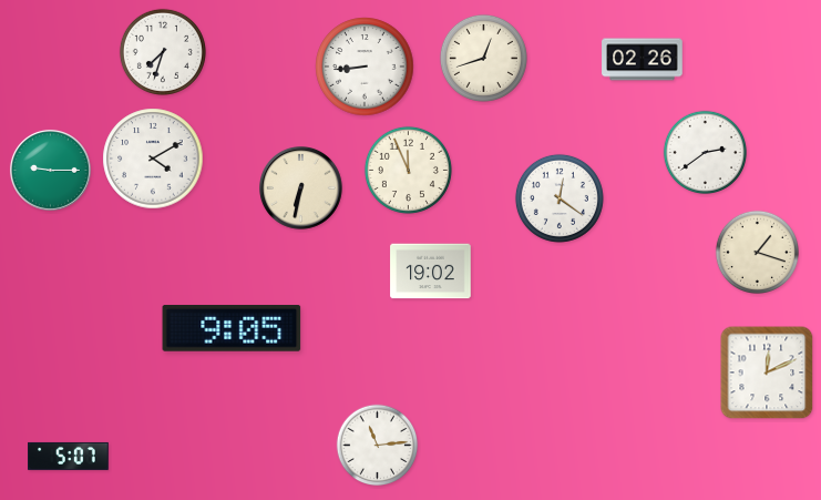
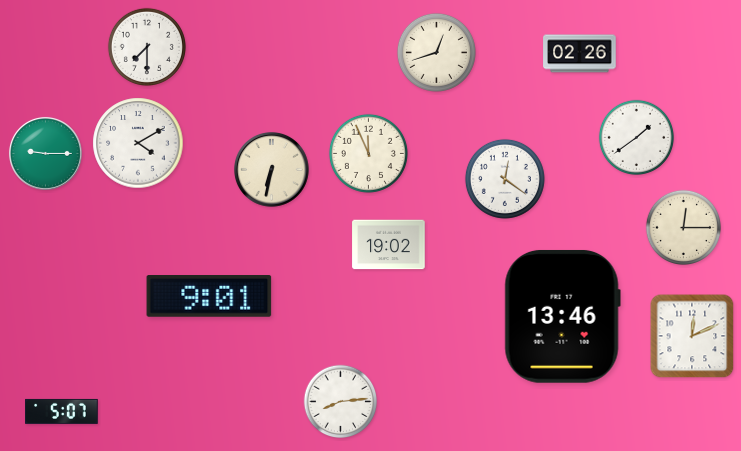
clock at (163, 52): 7:33 -> 7:30
clock at (365, 67): 8:44 -> none
clock at (705, 152): 2:39 -> 1:39
clock at (757, 252): 1:18 -> 12:15
clock at (232, 329): 9:05 -> 9:01
clock at (562, 316): none -> 13:46
clock at (378, 446): 11:14 -> 8:14
